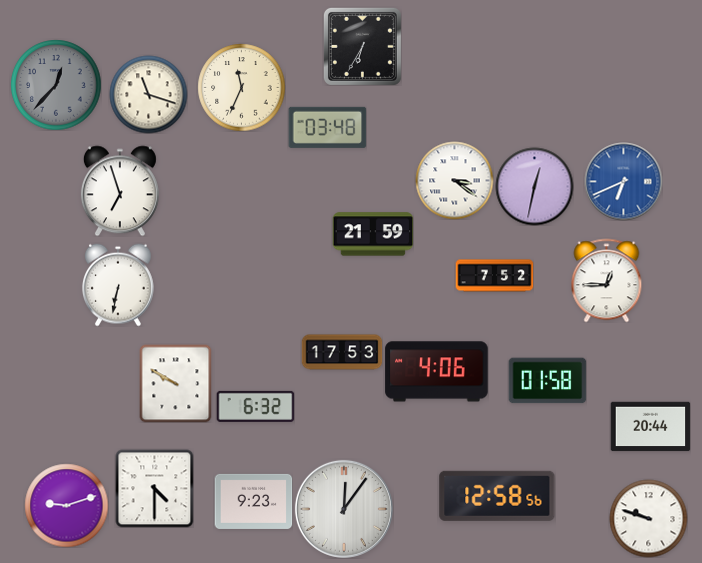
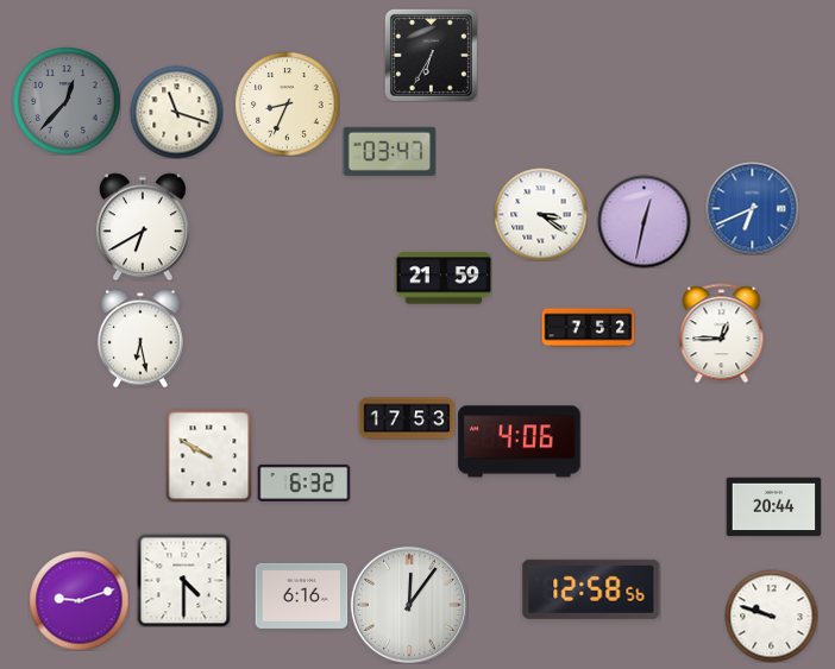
clock at (241, 87): 11:34 -> 8:34
clock at (327, 127): 03:48 -> 03:47
clock at (623, 181) position: (623, 181) -> (752, 208)
clock at (534, 186) position: (534, 186) -> (643, 221)
clock at (120, 191): 6:57 -> 6:40
clock at (118, 285): 6:32 -> 6:28
clock at (547, 381): 01:58 -> none
clock at (253, 501): 9:23 -> 6:16
